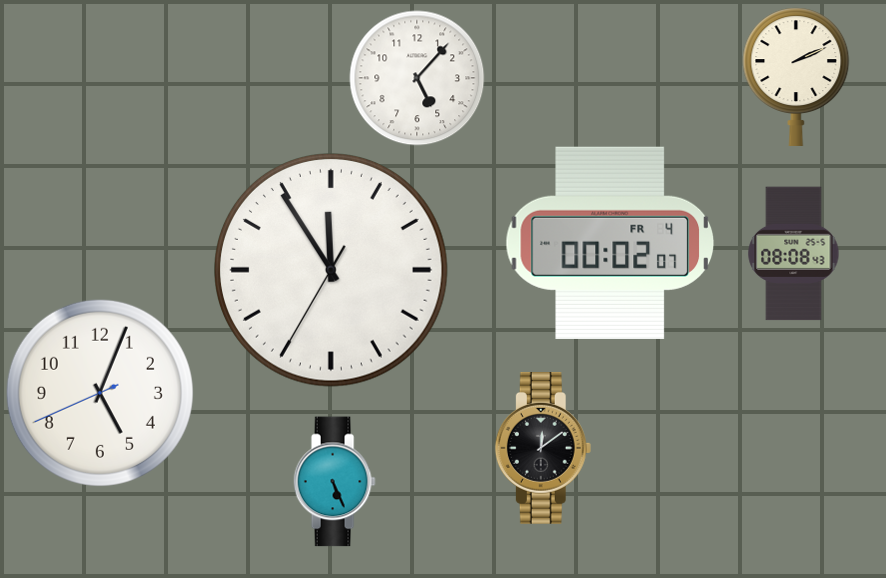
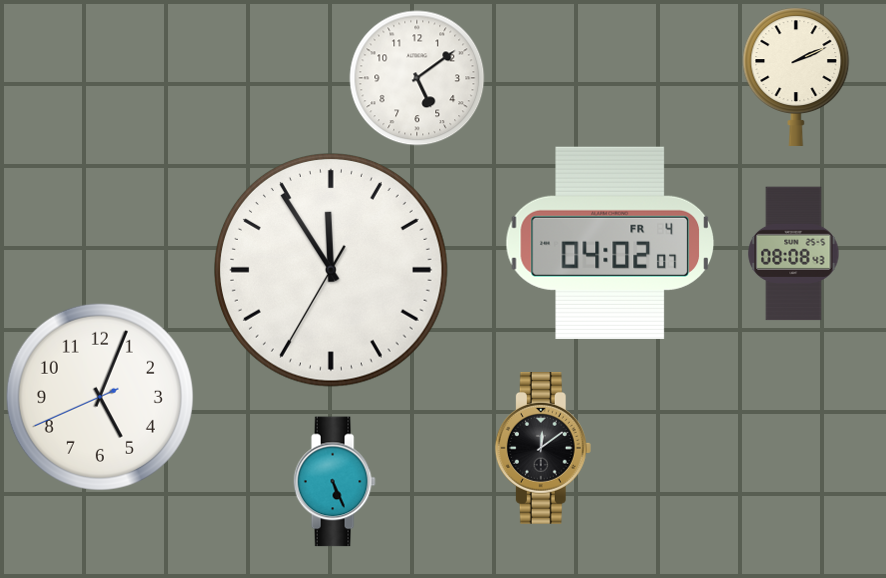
clock at (417, 78): 5:07 -> 5:09
clock at (610, 243): 00:02 -> 04:02
clock at (100, 393) position: (100, 393) -> (100, 397)
